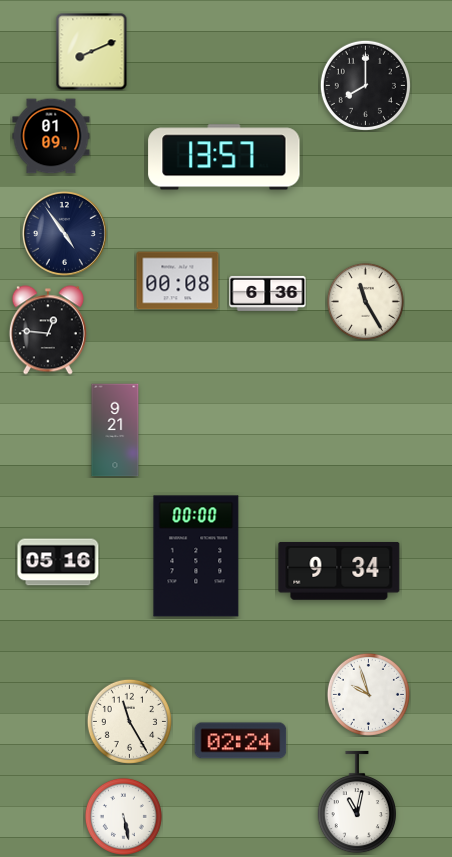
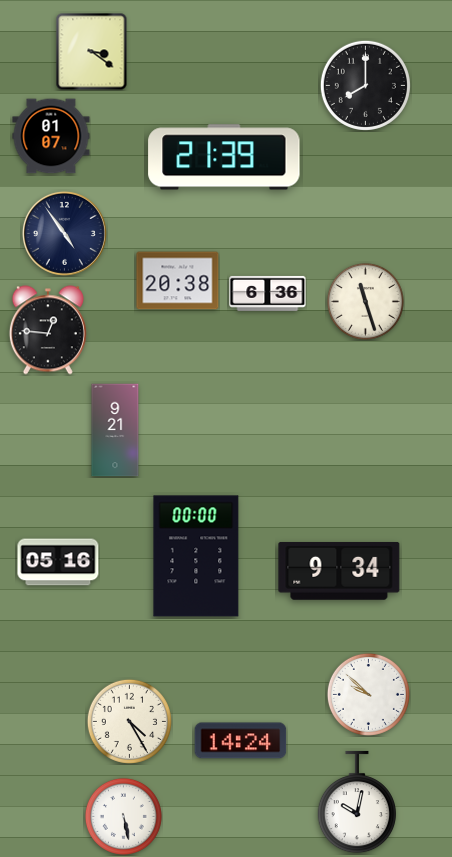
clock at (92, 51): 8:11 -> 3:21
clock at (51, 136): 01:09 -> 01:07
clock at (224, 157): 13:57 -> 21:39
clock at (178, 281): 00:08 -> 20:38
clock at (365, 301): 11:25 -> 11:27
clock at (368, 694): 9:57 -> 9:52
clock at (129, 721): 11:25 -> 4:25
clock at (241, 741): 02:24 -> 14:24
clock at (356, 802): 11:02 -> 10:02
